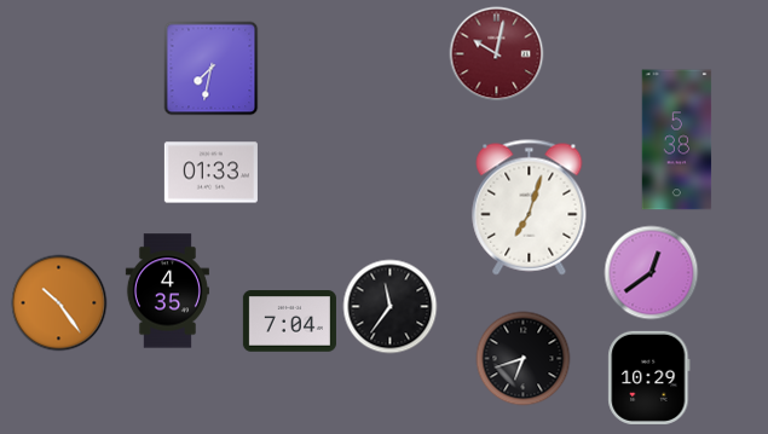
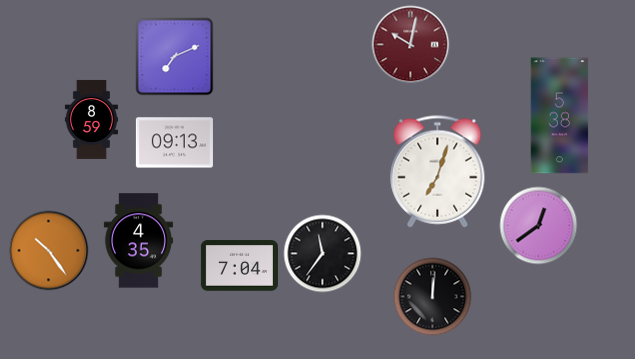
clock at (210, 68): 7:32 -> 7:11
clock at (91, 119): none -> 8:59
clock at (210, 173): 01:33 -> 09:13
clock at (522, 358): 6:42 -> 12:01
clock at (649, 377): 10:29 -> none
